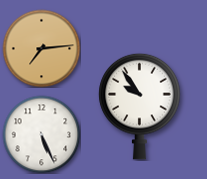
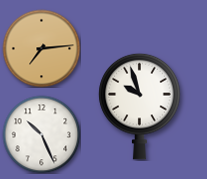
clock at (140, 106): 9:54 -> 9:57
clock at (41, 134): 5:26 -> 10:26
